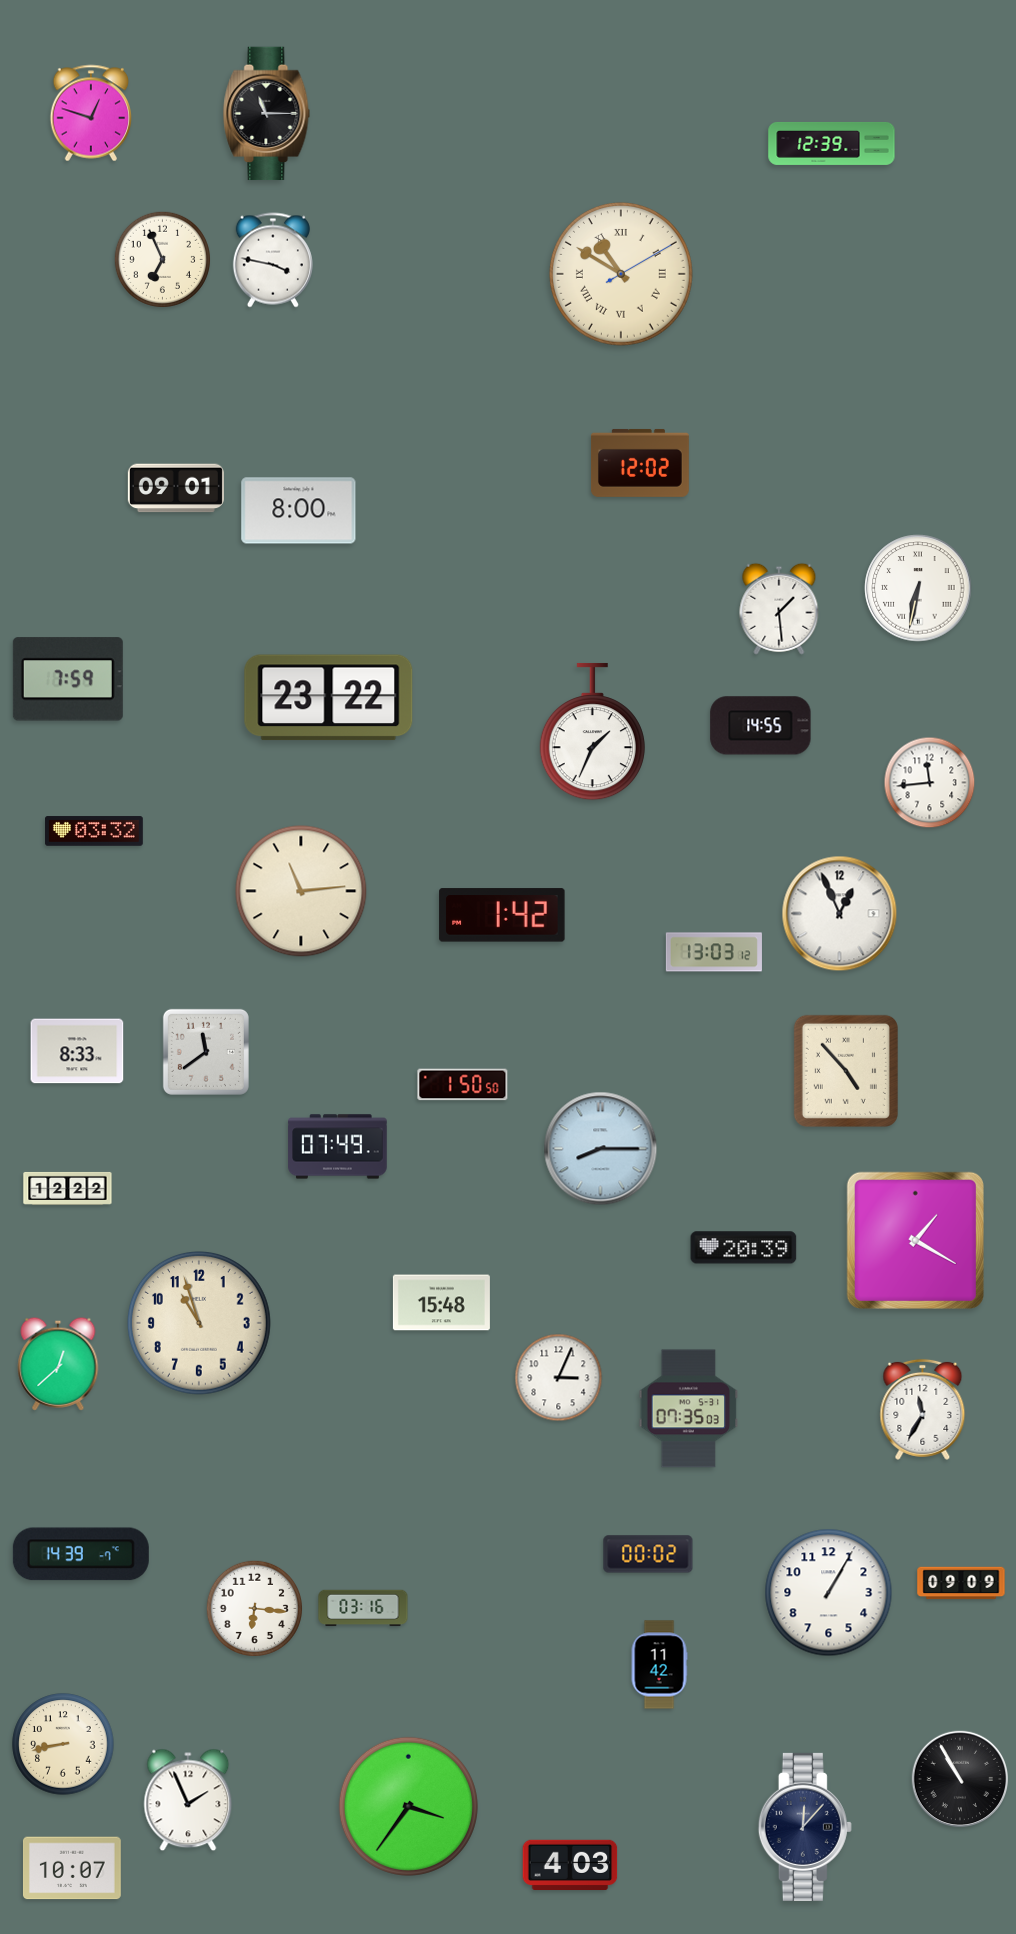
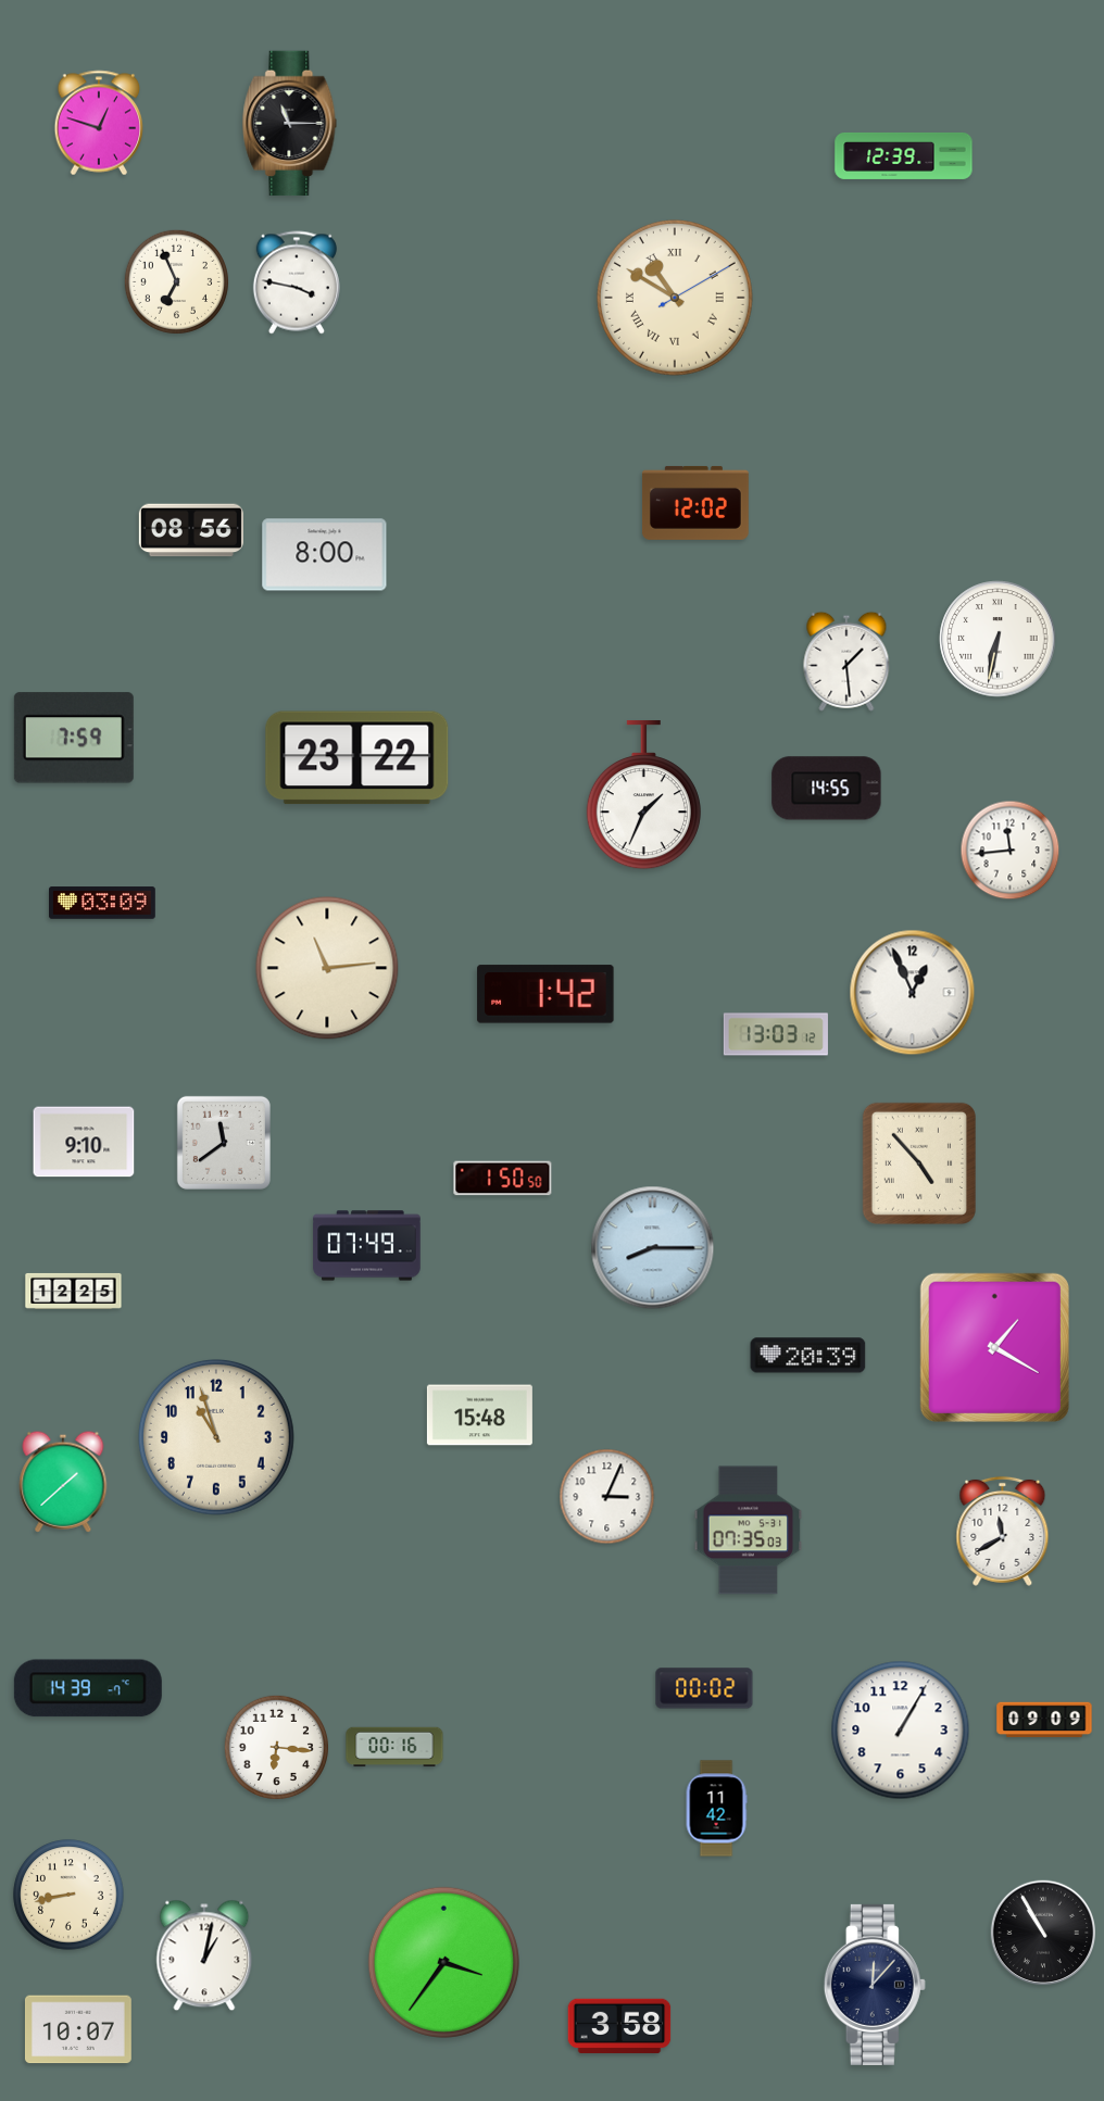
clock at (176, 488): 09:01 -> 08:56
clock at (95, 831): 03:32 -> 03:09
clock at (77, 1051): 8:33 -> 9:10
clock at (68, 1188): 12:22 -> 12:25
clock at (58, 1364): 12:38 -> 1:38
clock at (923, 1409): 11:35 -> 11:40
clock at (363, 1608): 03:16 -> 00:16
clock at (188, 1800): 1:56 -> 1:02
clock at (570, 1865): 4:03 -> 3:58
